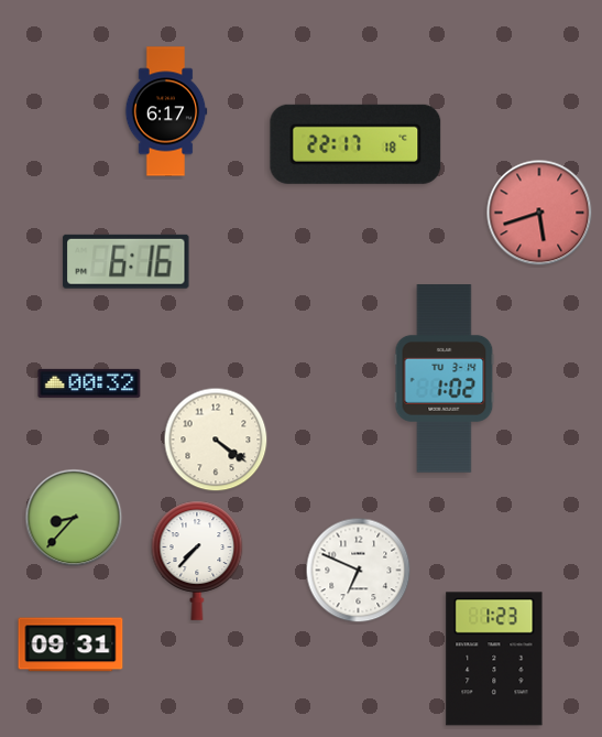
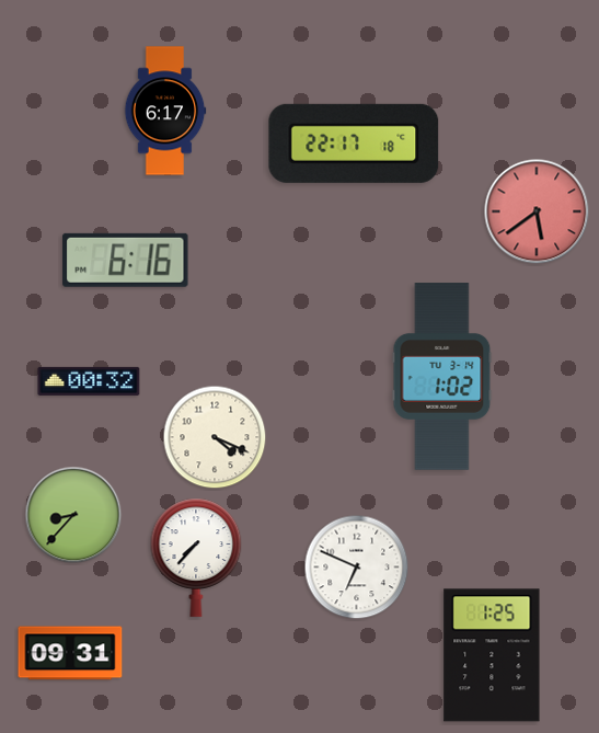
clock at (539, 213): 5:42 -> 5:39
clock at (216, 440): 4:21 -> 4:19
clock at (70, 644) position: (70, 644) -> (70, 653)
clock at (494, 659): 1:23 -> 1:25
